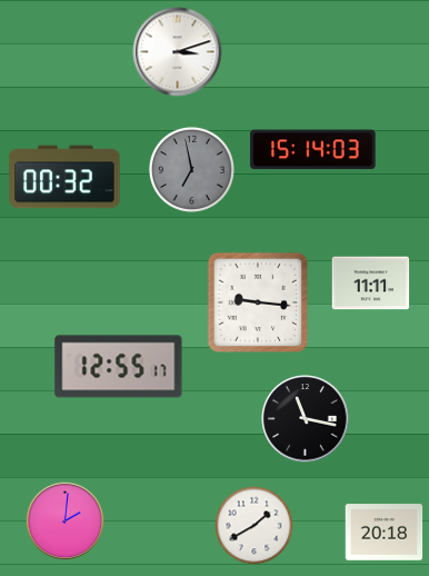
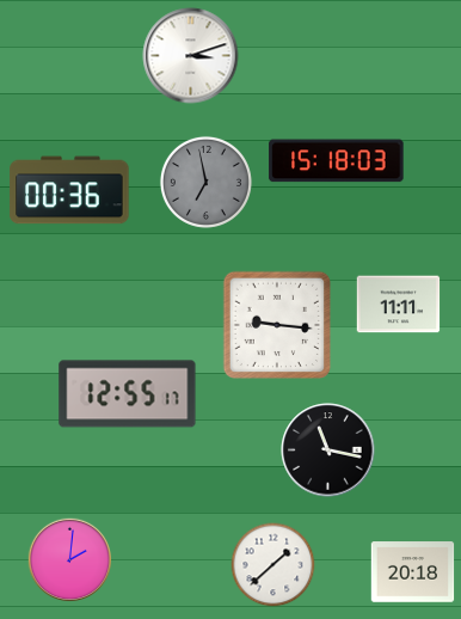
clock at (313, 150): 15:14 -> 15:18
clock at (64, 177): 00:32 -> 00:36
clock at (255, 526): 1:40 -> 1:38
